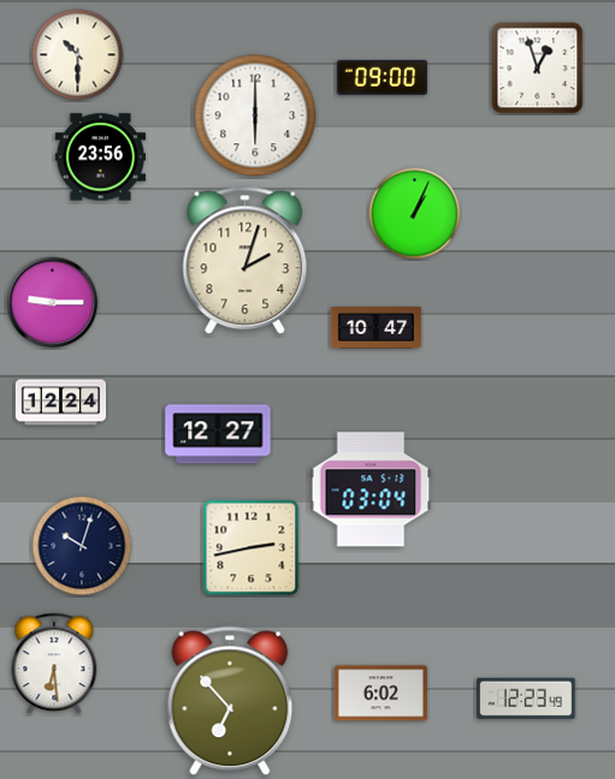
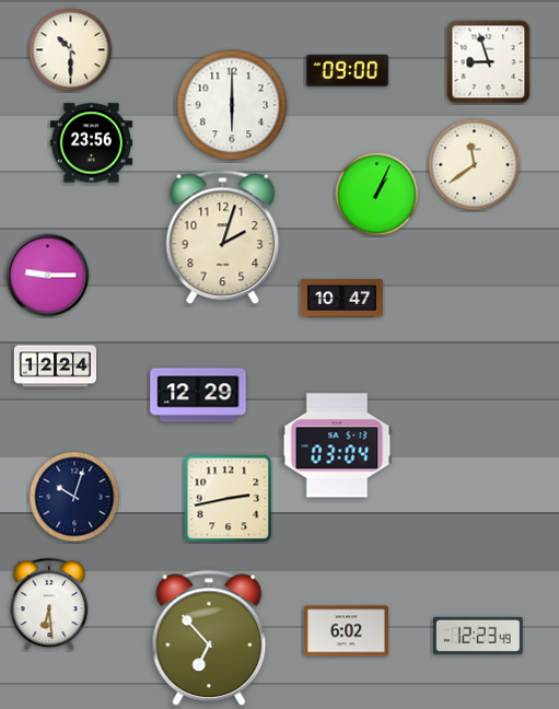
clock at (538, 69): 12:57 -> 8:57
clock at (475, 165): none -> 11:39
clock at (218, 434): 12:27 -> 12:29
